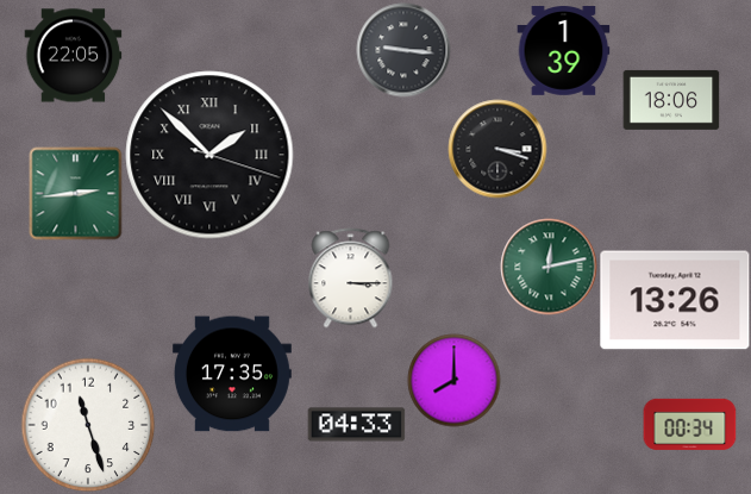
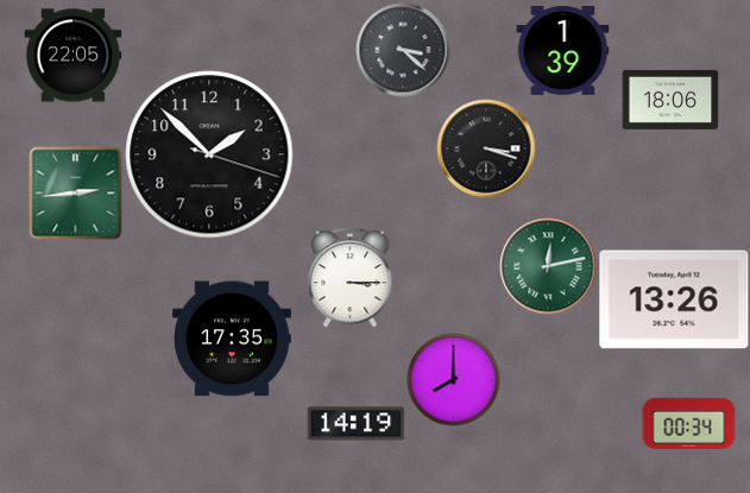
clock at (403, 50): 9:16 -> 3:22
clock at (497, 149) position: (497, 149) -> (486, 148)
clock at (209, 155) numerals: Roman -> Arabic
clock at (232, 374) position: (232, 374) -> (232, 339)
clock at (88, 425): 11:27 -> none
clock at (356, 425): 04:33 -> 14:19
